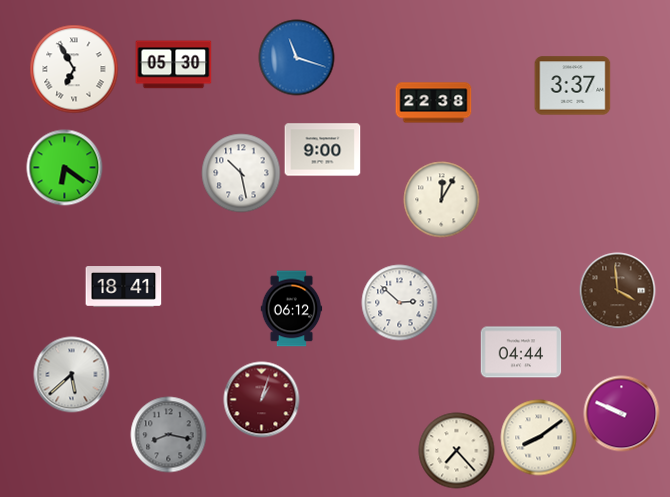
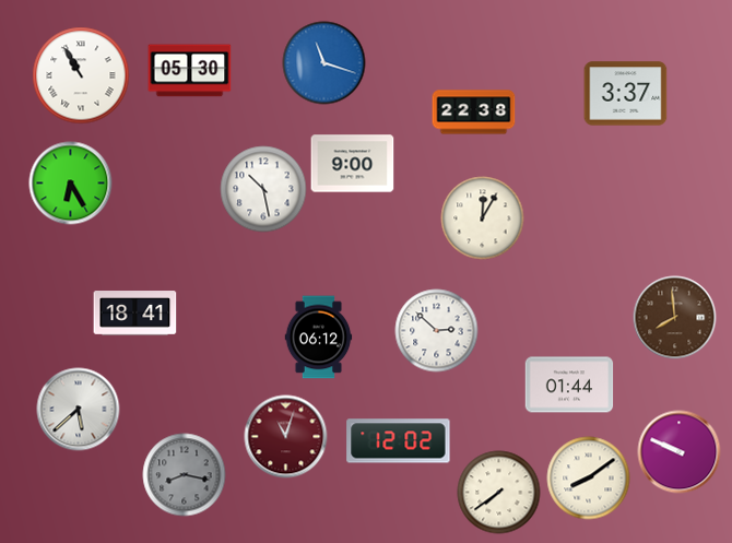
clock at (74, 69): 6:55 -> 10:55
clock at (65, 168): 6:21 -> 6:25
clock at (618, 291): 3:59 -> 7:59
clock at (521, 352): 04:44 -> 01:44
clock at (262, 400): 1:03 -> 11:03
clock at (399, 441): none -> 12:02
clock at (457, 451): 7:23 -> 7:39
